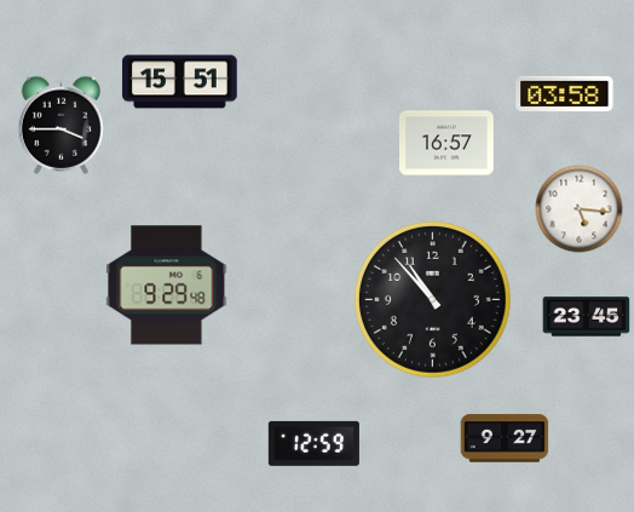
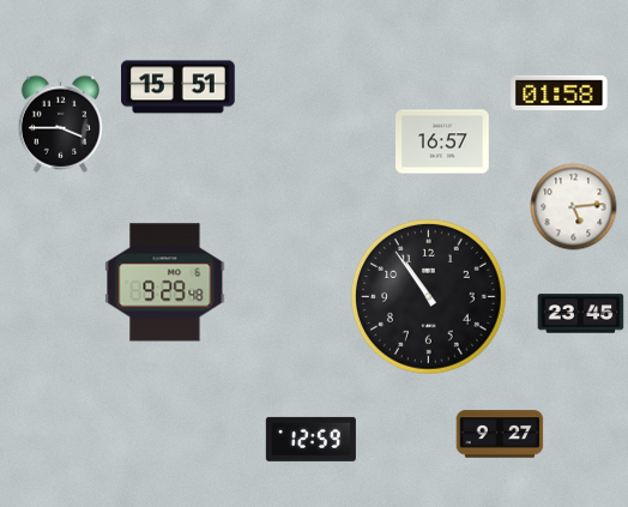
clock at (180, 82) position: (180, 82) -> (179, 87)
clock at (565, 93): 03:58 -> 01:58
clock at (580, 209): 5:16 -> 5:14
clock at (433, 300): 10:53 -> 10:54
